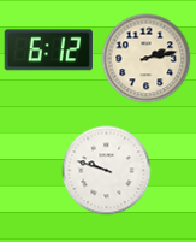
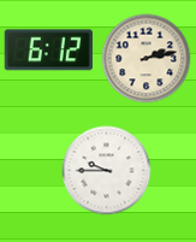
clock at (107, 171): 9:48 -> 9:45
